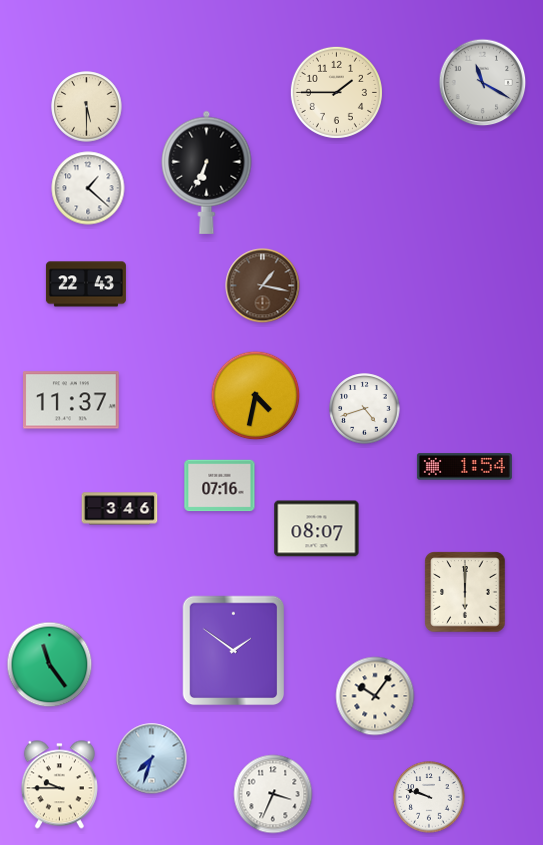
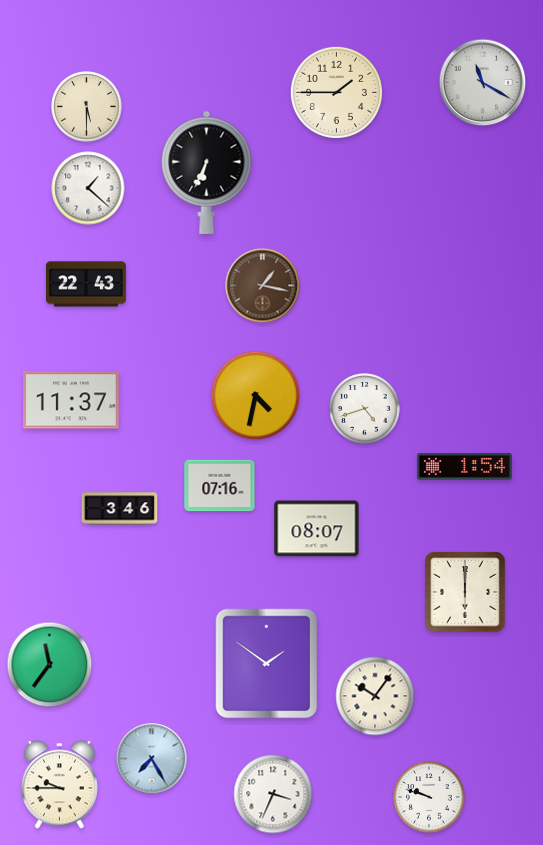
clock at (234, 651) position: (234, 651) -> (267, 664)
clock at (50, 665): 11:24 -> 11:36
clock at (152, 759): 7:33 -> 7:25
